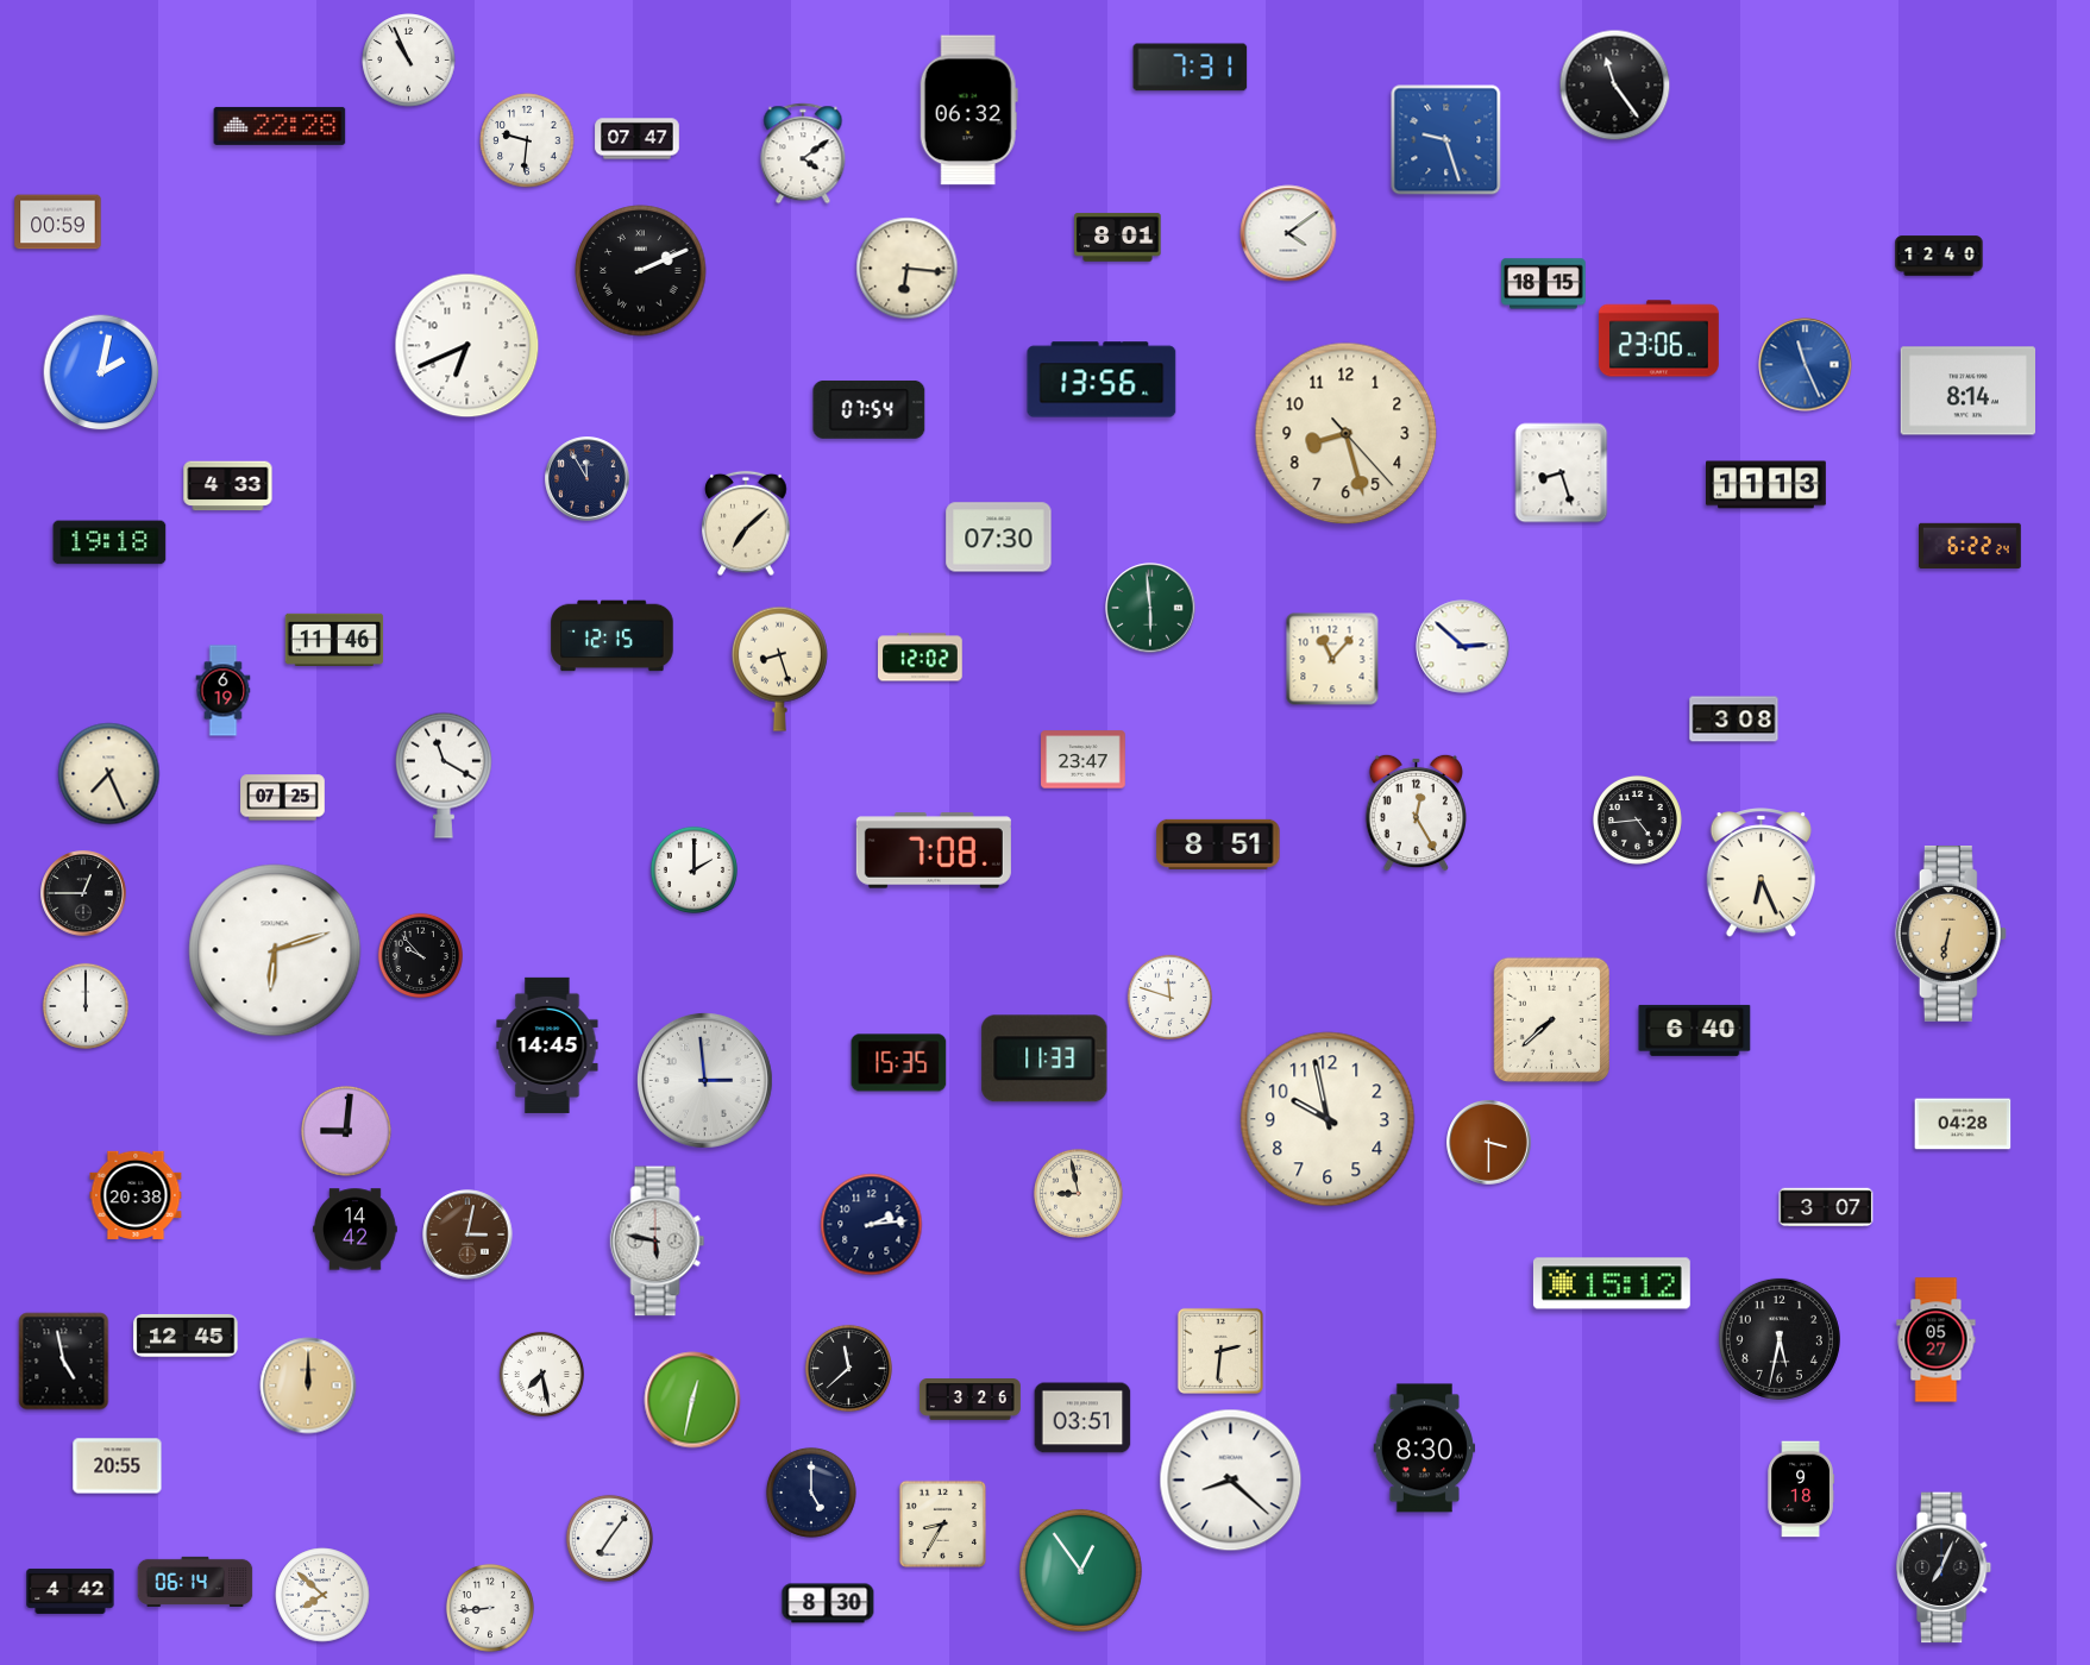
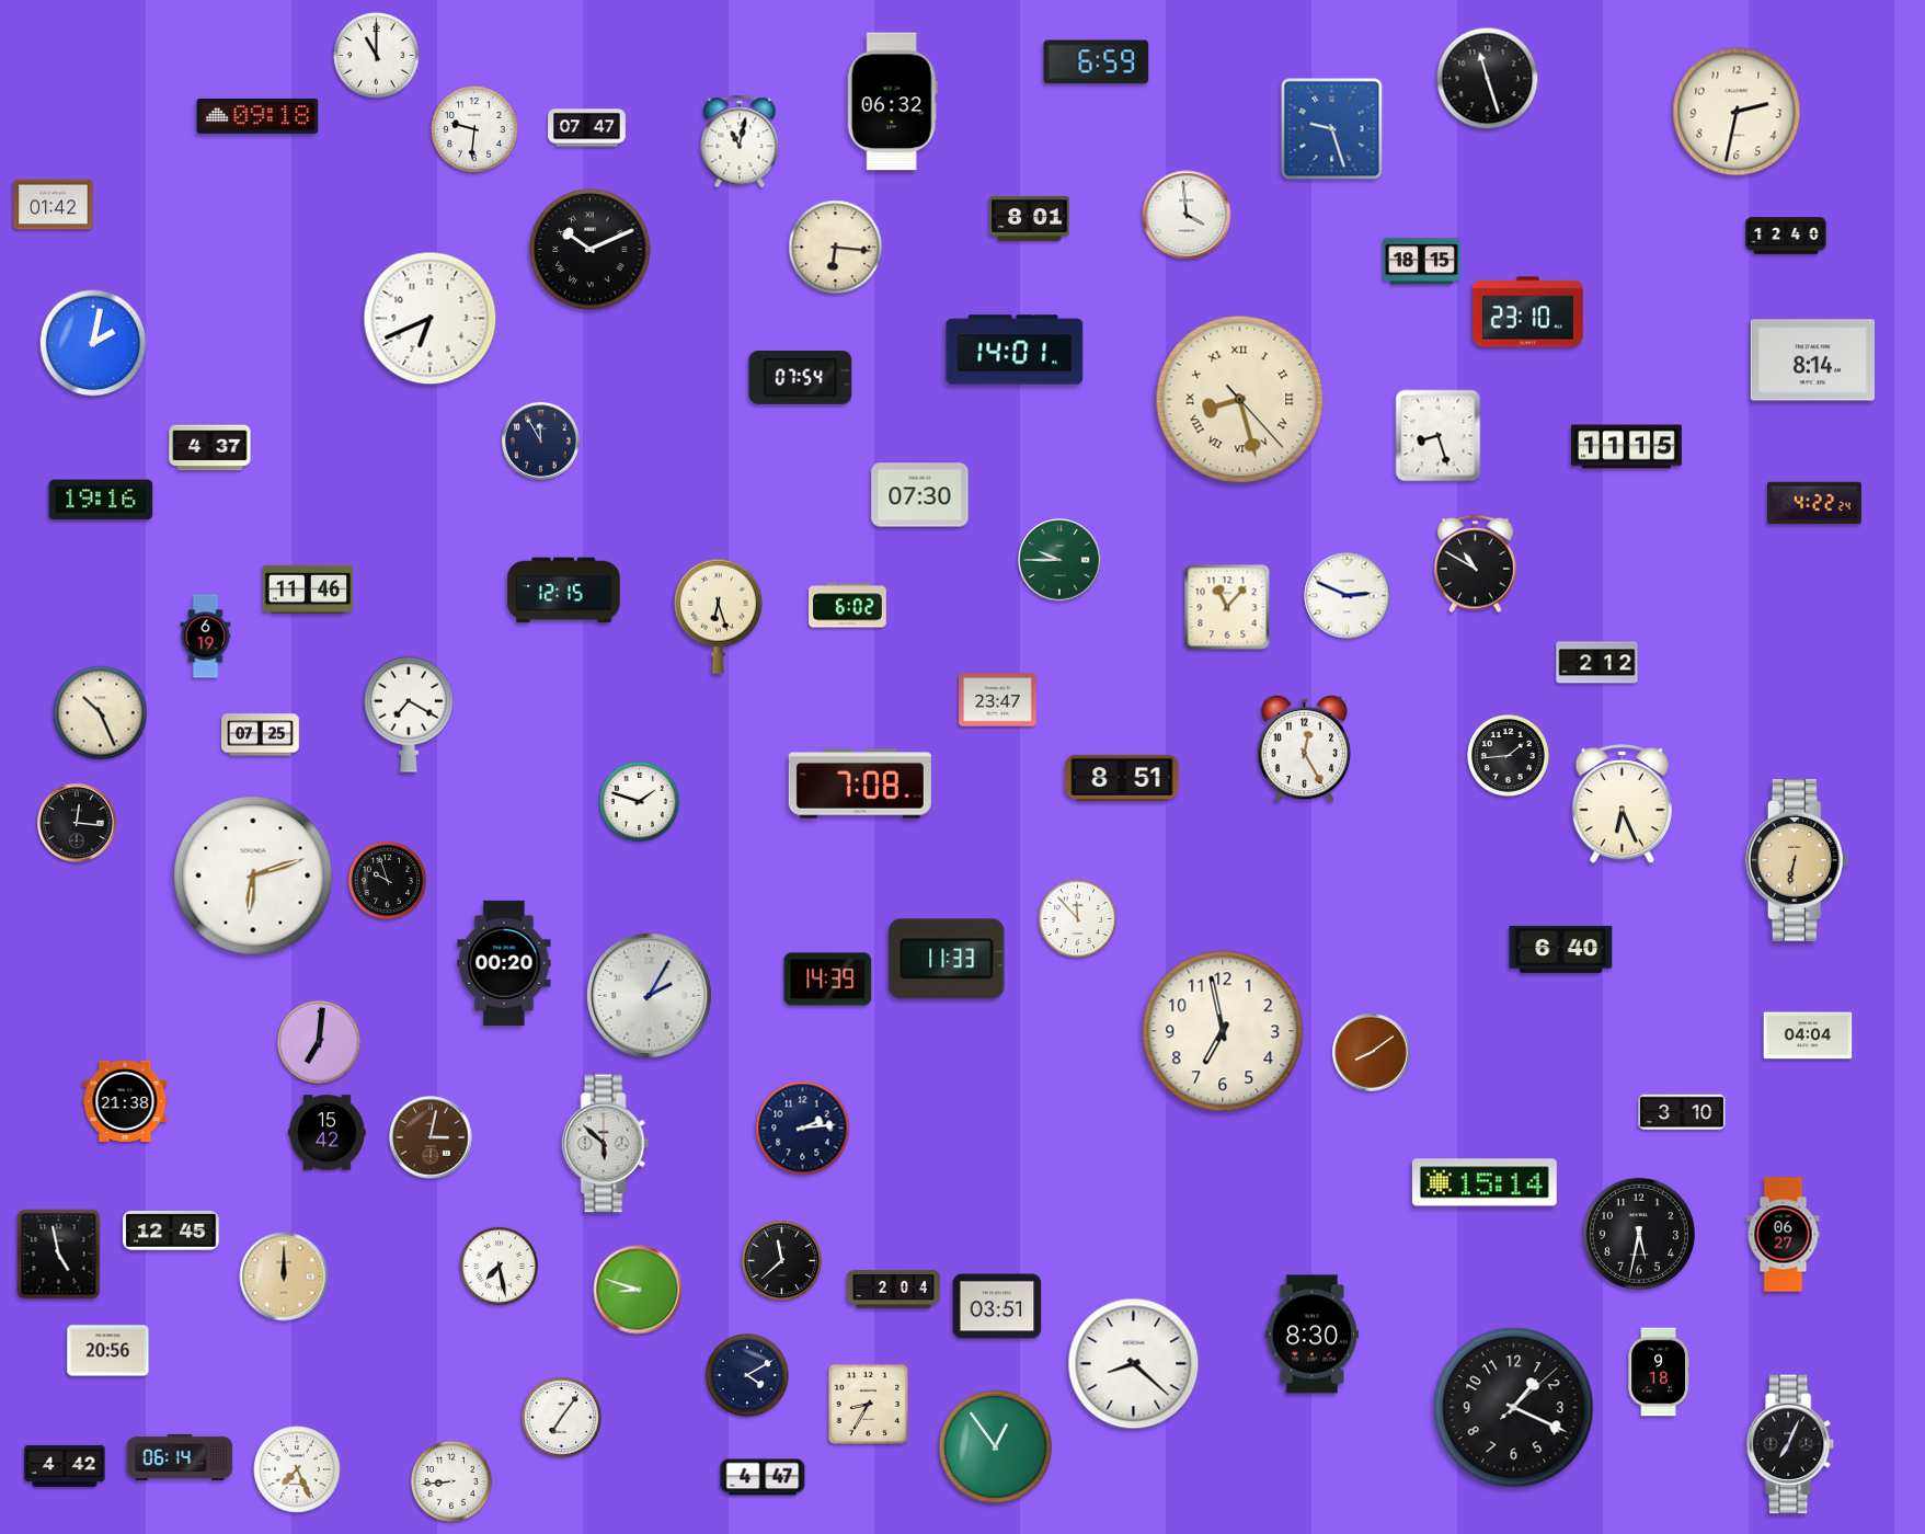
clock at (409, 61): 10:56 -> 11:00
clock at (1191, 68): 7:31 -> 6:59
clock at (1615, 86): 11:24 -> 11:27
clock at (1737, 112): none -> 2:32
clock at (280, 126): 22:28 -> 09:18
clock at (527, 140) position: (527, 140) -> (474, 129)
clock at (803, 153): 4:09 -> 11:02
clock at (58, 222): 00:59 -> 01:42
clock at (1288, 233): 4:09 -> 3:59
clock at (641, 271): 2:11 -> 10:11
clock at (1658, 339): 23:06 -> 23:10
clock at (1806, 365): 11:26 -> none
clock at (1102, 379): 13:56 -> 14:01
clock at (1347, 434) numerals: Arabic -> Roman
clock at (1766, 485): 11:13 -> 11:15
clock at (228, 486): 4:33 -> 4:37
clock at (746, 523): 7:08 -> none
clock at (109, 542): 19:18 -> 19:16
clock at (1970, 546): 6:22 -> 4:22
clock at (1150, 608): 5:59 -> 9:45
clock at (1476, 564): none -> 10:50
clock at (613, 636) position: (613, 636) -> (564, 591)
clock at (1463, 647): 2:52 -> 2:49
clock at (921, 658): 12:02 -> 6:02
clock at (779, 668): 8:27 -> 6:27
clock at (1734, 720): 3:08 -> 2:12
clock at (109, 774): 7:26 -> 10:26
clock at (444, 775): 11:20 -> 7:20
clock at (1637, 819): 4:44 -> 1:44
clock at (693, 869): 2:00 -> 1:48
clock at (83, 893): 12:45 -> 12:16
clock at (420, 955): 9:53 -> 9:57
clock at (1169, 997): 11:48 -> 11:53
clock at (86, 1006): 12:00 -> none
clock at (1551, 1019): 7:38 -> none
clock at (547, 1045): 14:45 -> 00:20
clock at (1044, 1058) position: (1044, 1058) -> (947, 959)
clock at (899, 1063): 15:35 -> 14:39
clock at (704, 1080): 2:59 -> 2:05
clock at (1328, 1119): 9:58 -> 6:58
clock at (1963, 1124): 04:28 -> 04:04
clock at (346, 1131): 9:01 -> 7:01
clock at (1489, 1143): 3:30 -> 8:09
clock at (1078, 1193): 8:58 -> none
clock at (136, 1195): 20:38 -> 21:38
clock at (1826, 1207): 3:07 -> 3:10
clock at (356, 1230): 14:42 -> 15:42
clock at (658, 1242): 5:47 -> 5:52
clock at (1612, 1283): 15:12 -> 15:14
clock at (1937, 1340): 05:27 -> 06:27
clock at (1220, 1351): 2:31 -> none
clock at (692, 1400): 12:32 -> 8:48
clock at (969, 1400): 3:26 -> 2:04
clock at (118, 1466): 20:55 -> 20:56
clock at (811, 1493): 5:00 -> 4:10
clock at (1514, 1408): none -> 1:19
clock at (322, 1595): 7:52 -> 7:26
clock at (828, 1603): 8:30 -> 4:47
